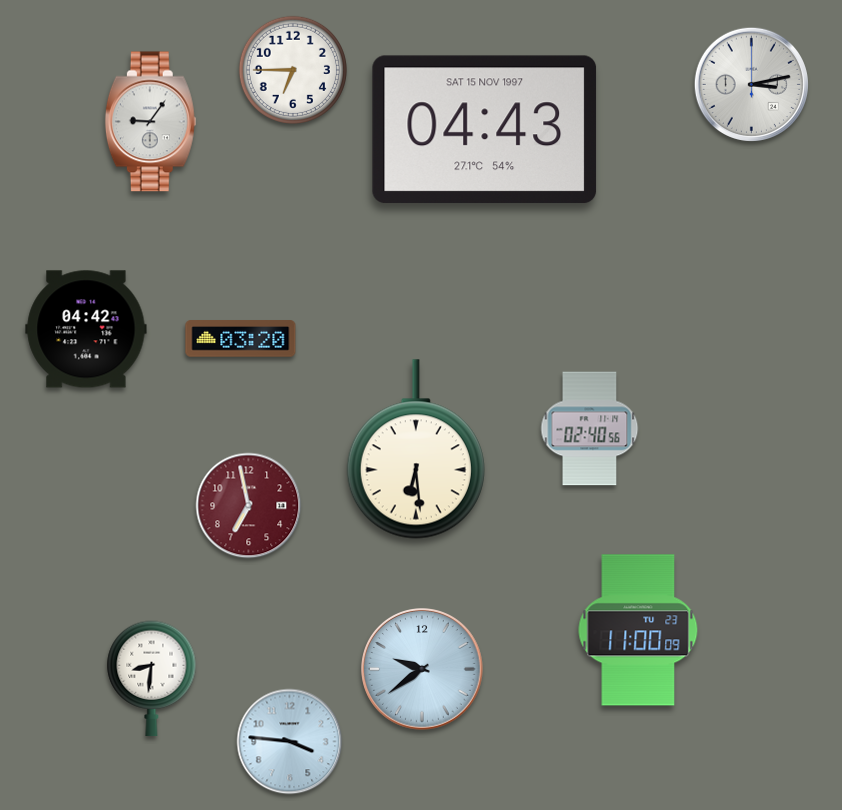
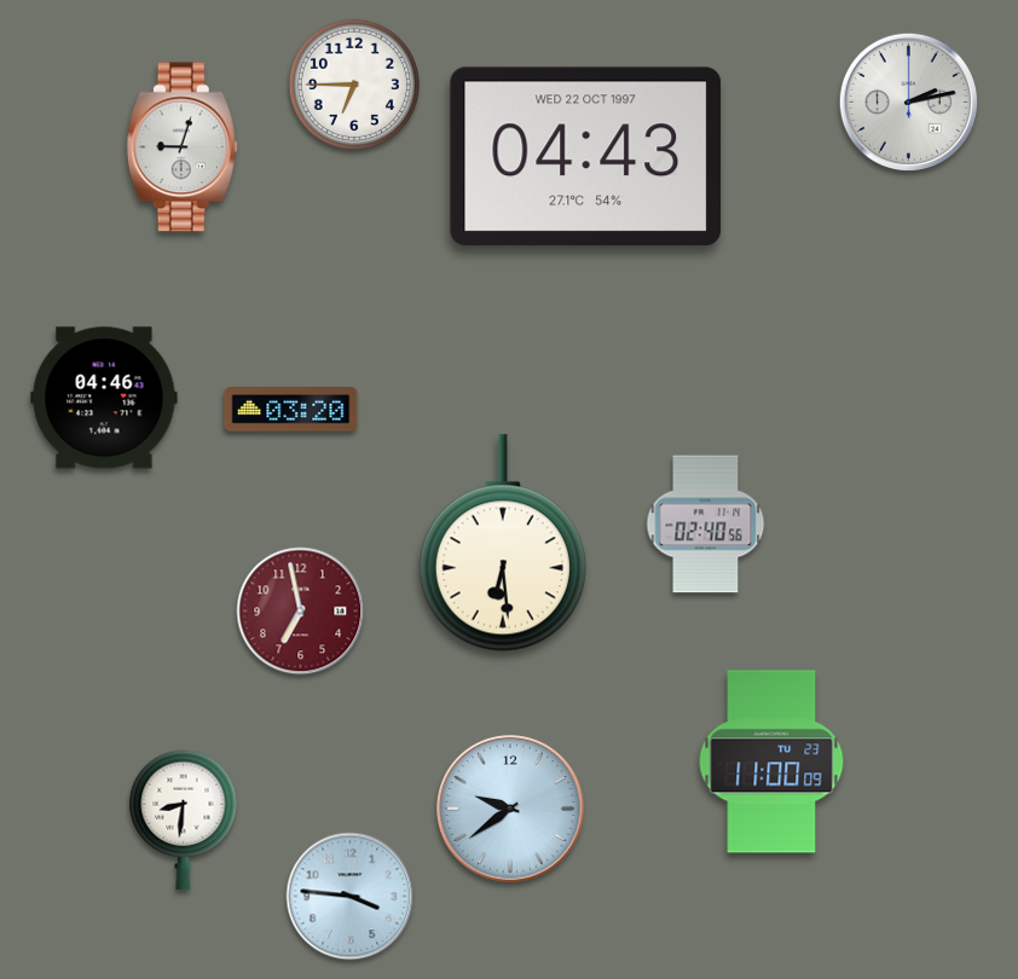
clock at (751, 84): 3:13 -> 2:13
clock at (150, 122): 9:06 -> 9:03
clock at (485, 130) date: SAT 15 NOV 1997 -> WED 22 OCT 1997
clock at (86, 329): 04:42 -> 04:46
clock at (590, 429) position: (590, 429) -> (706, 525)
